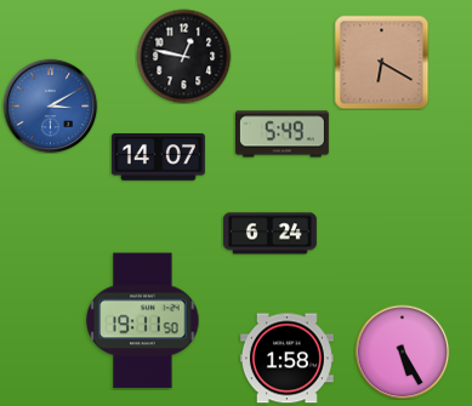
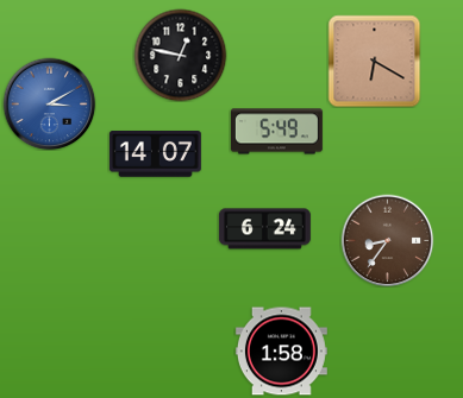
clock at (387, 240): none -> 8:36
clock at (143, 321): 19:11 -> none
clock at (402, 351): 5:25 -> none
